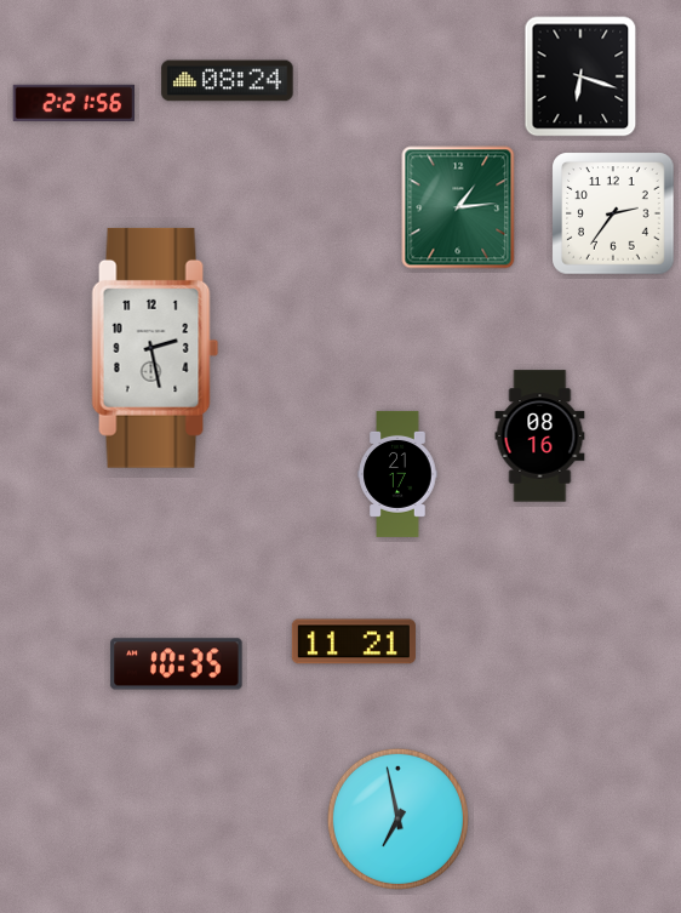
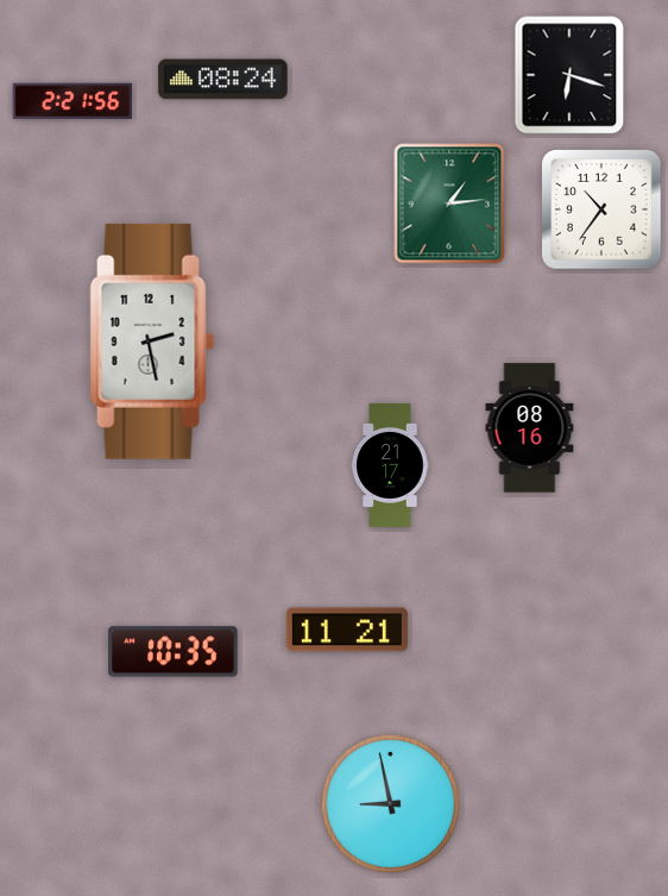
clock at (613, 213): 2:36 -> 10:36
clock at (397, 818): 6:58 -> 8:58
